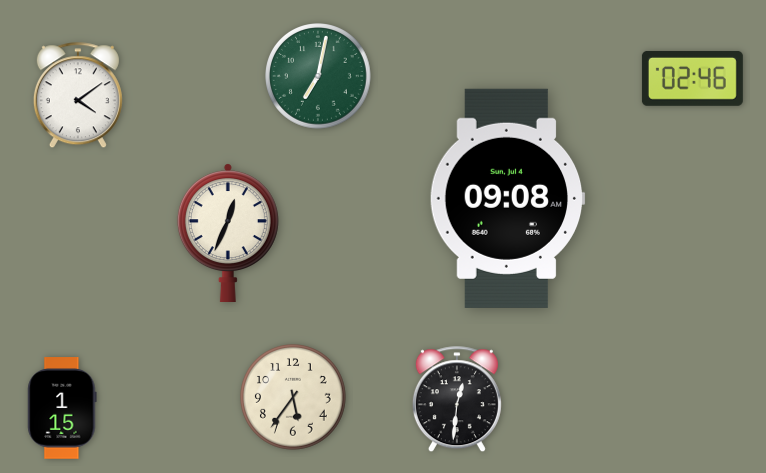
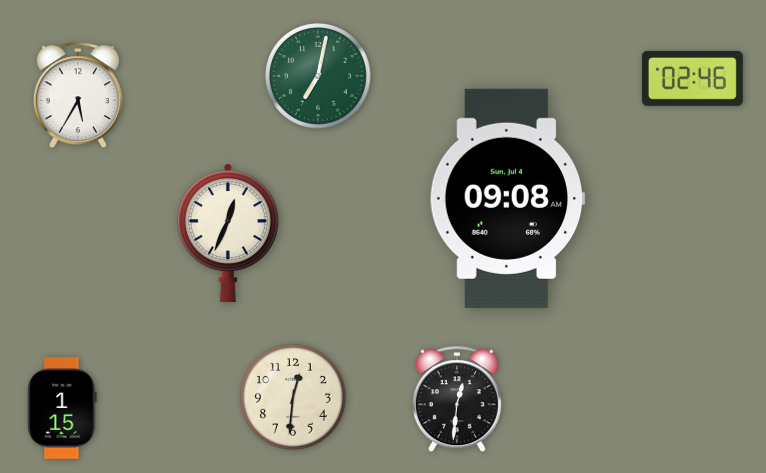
clock at (78, 96): 4:09 -> 5:35
clock at (294, 398): 5:36 -> 12:31
